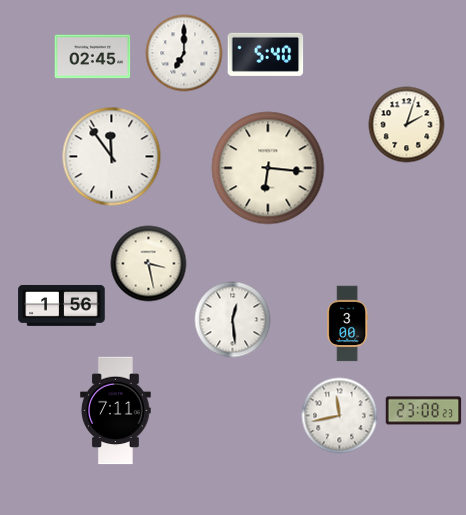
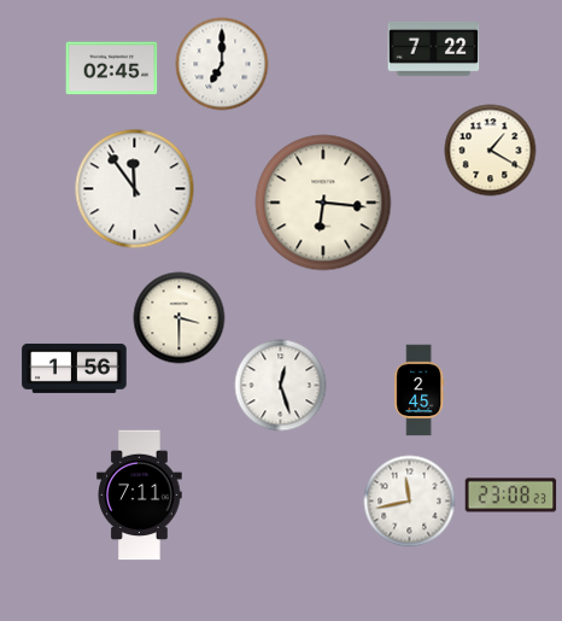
clock at (434, 49): none -> 7:22
clock at (266, 54): 5:40 -> none
clock at (407, 125): 2:03 -> 1:20
clock at (149, 264): 3:28 -> 3:30
clock at (233, 320): 12:29 -> 12:27
clock at (348, 324): 3:00 -> 2:45
